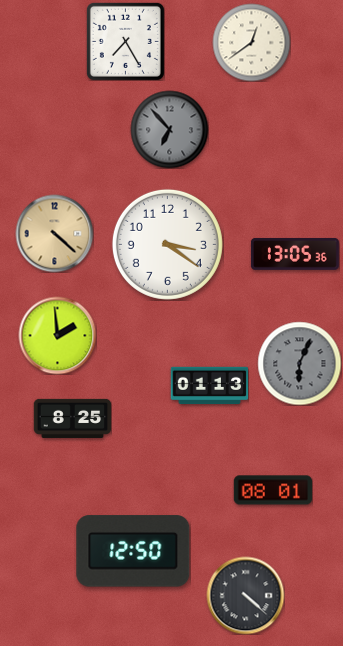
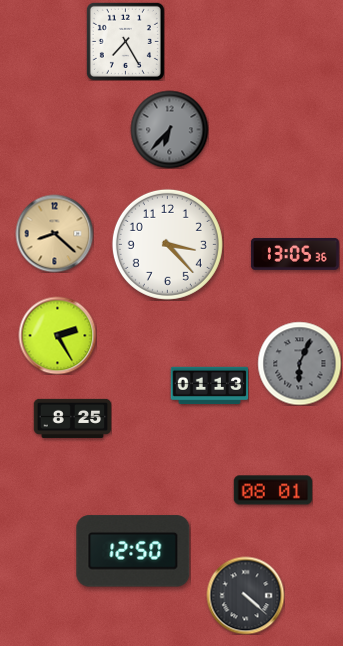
clock at (251, 42): 12:39 -> none
clock at (169, 129): 6:53 -> 6:37
clock at (54, 233): 4:22 -> 8:22
clock at (167, 244): 3:21 -> 3:23
clock at (57, 335): 1:59 -> 2:25
